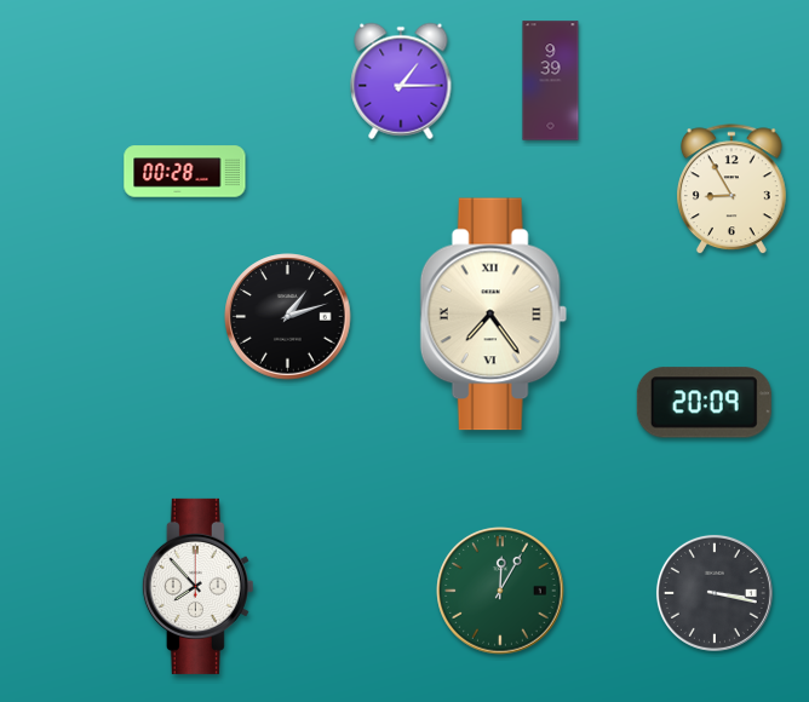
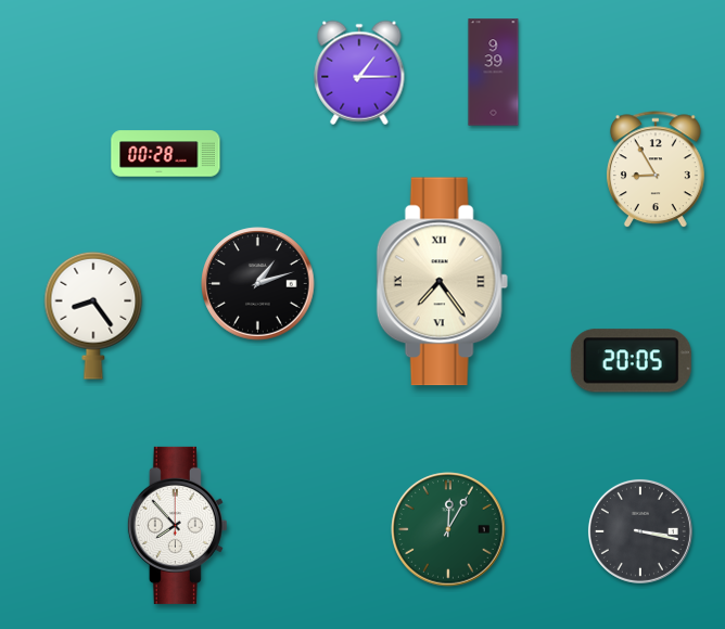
clock at (93, 316): none -> 8:24
clock at (704, 403): 20:09 -> 20:05
